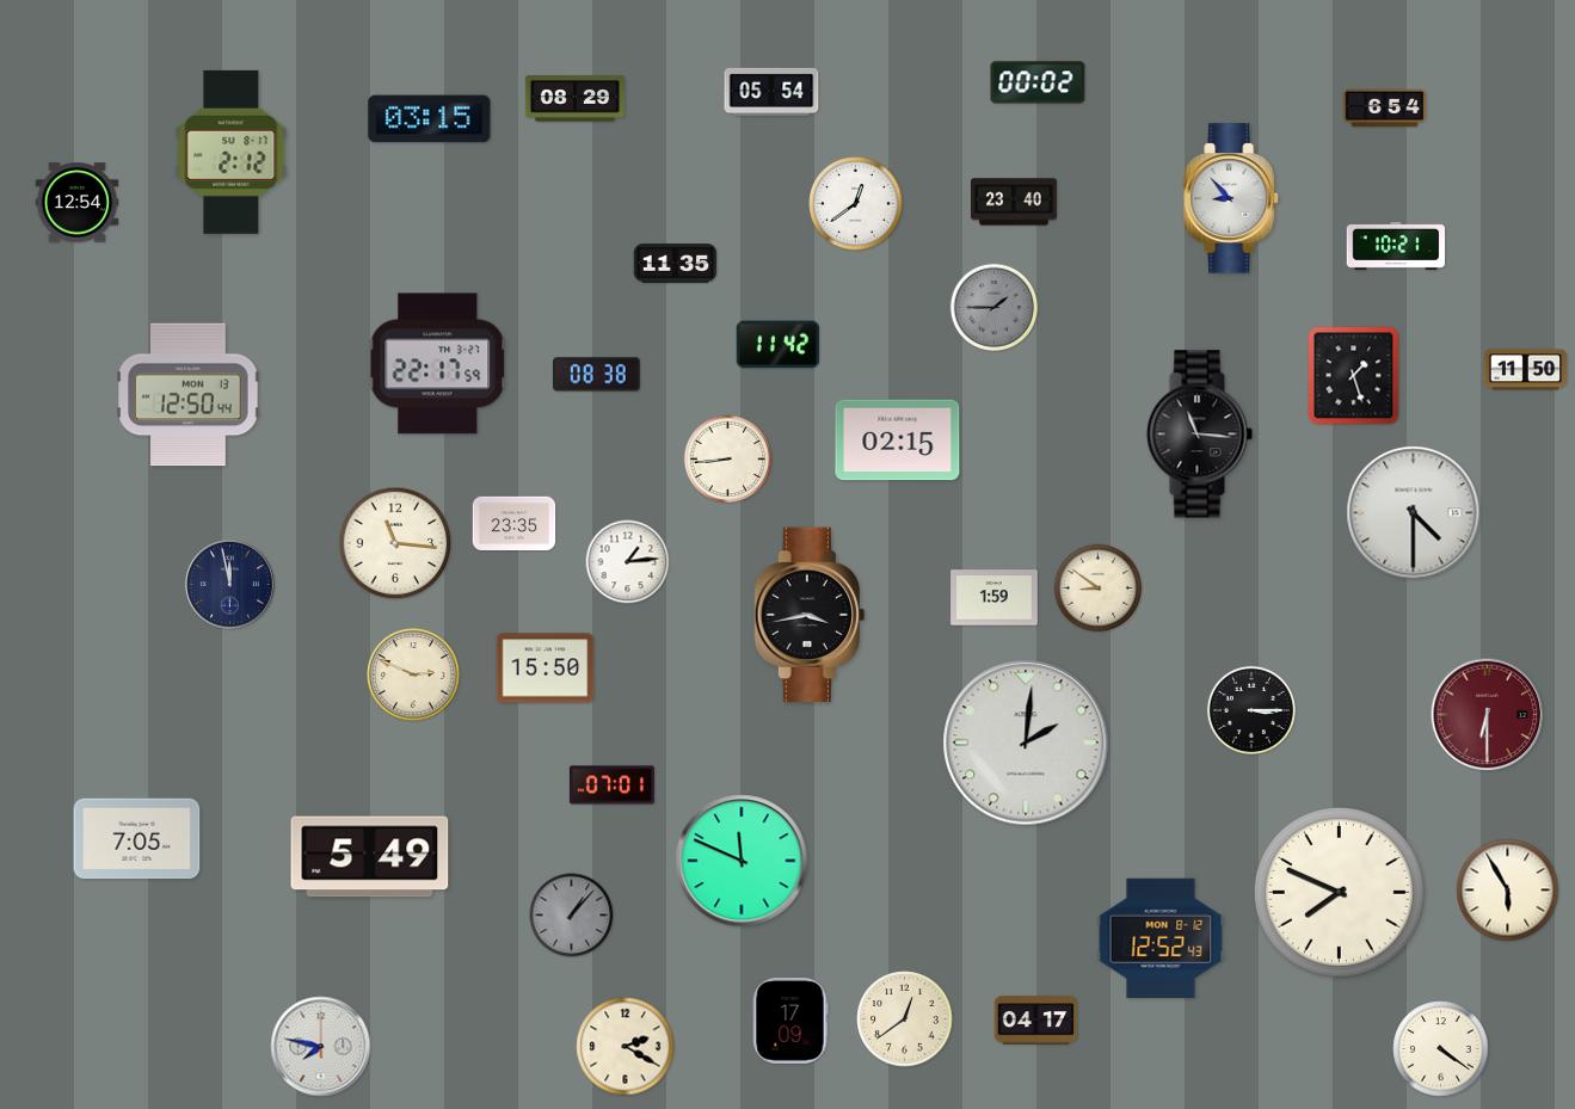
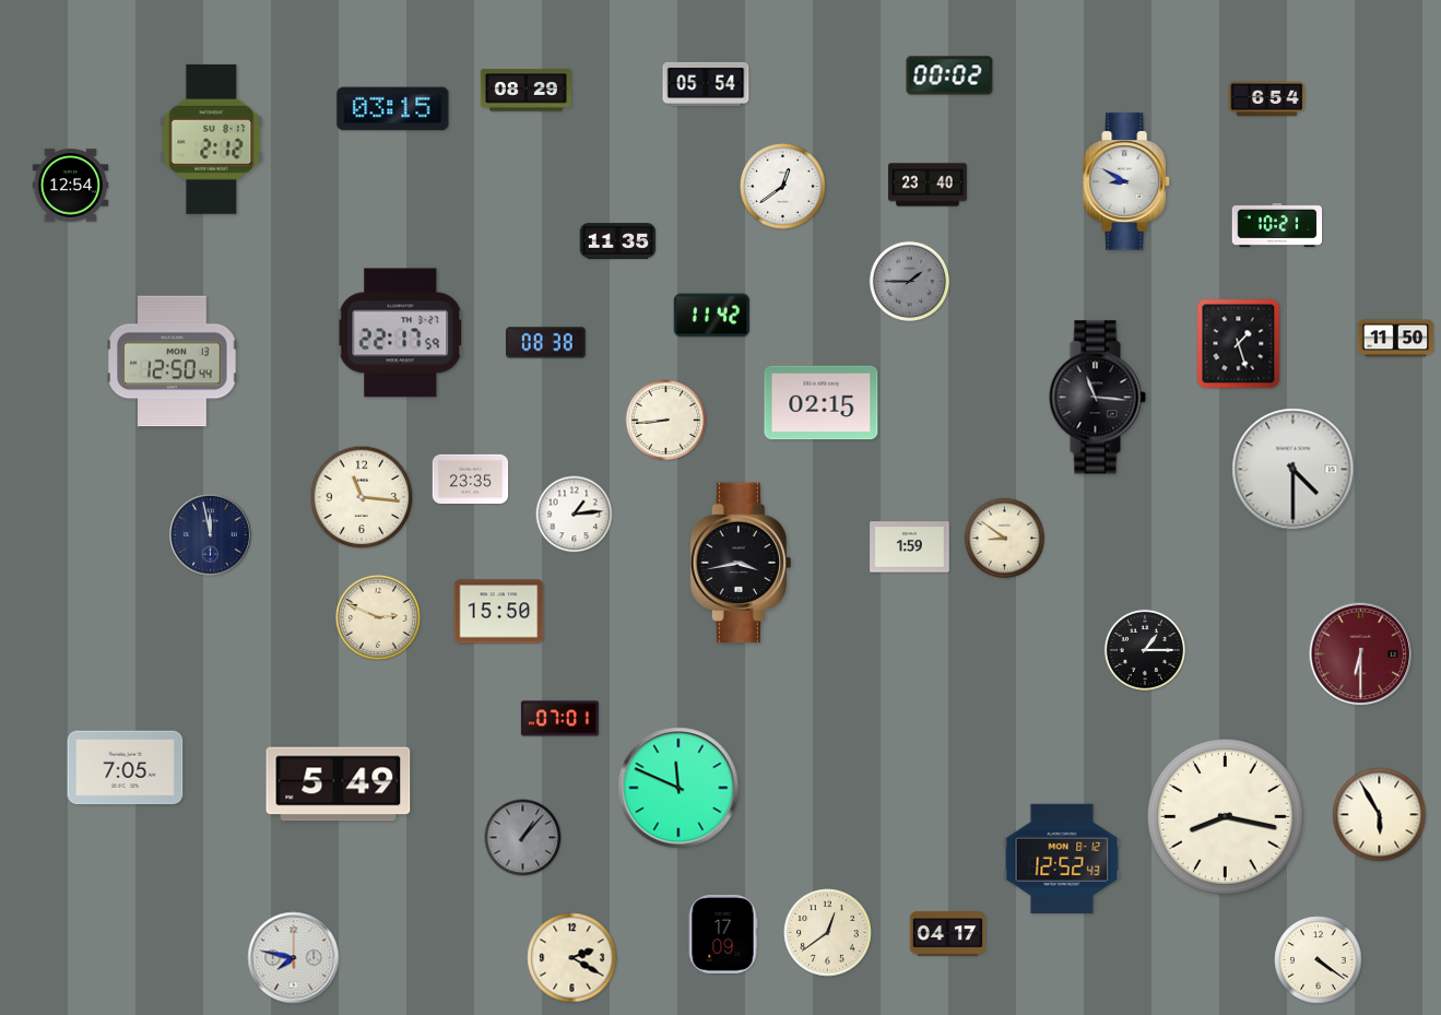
clock at (1231, 198): 8:53 -> 8:50
clock at (1251, 710): 3:15 -> 1:15
clock at (1026, 743): 2:01 -> none
clock at (1339, 892): 7:49 -> 8:17
